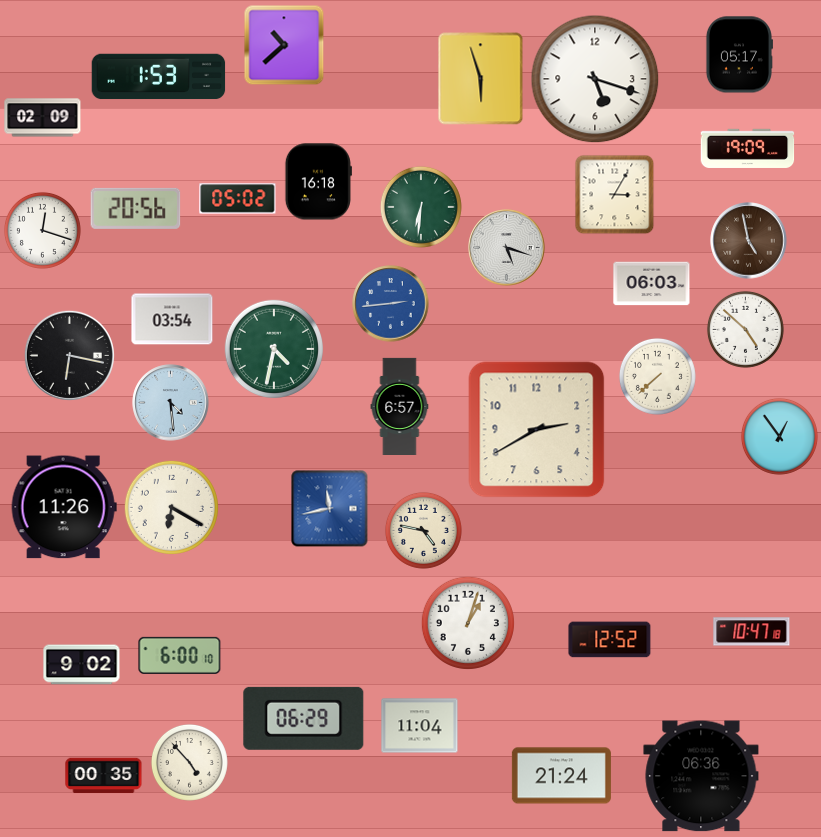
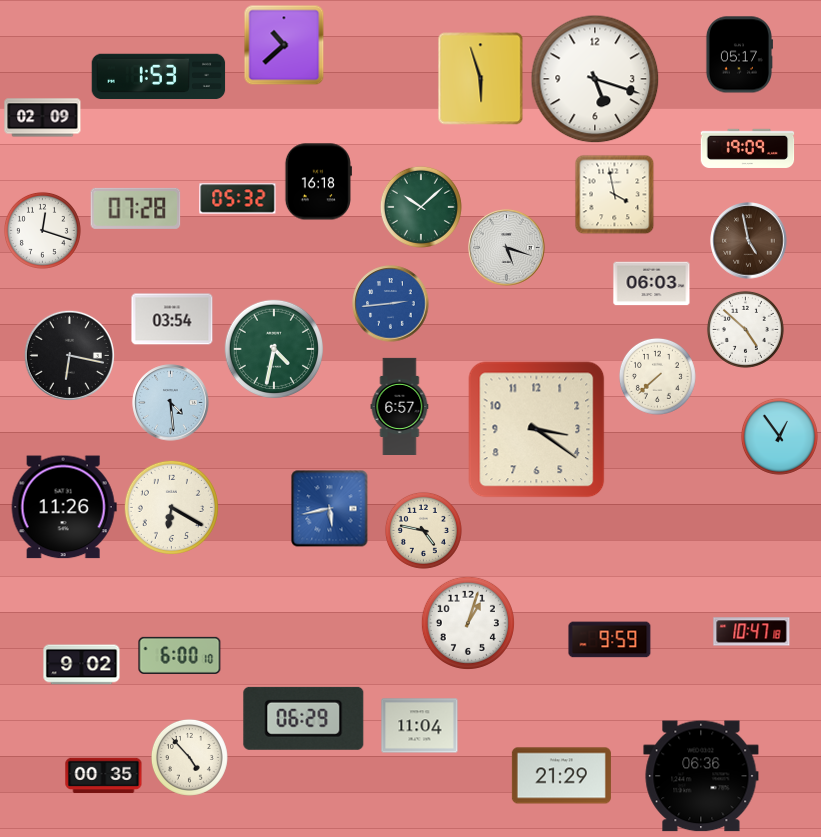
clock at (614, 194): 3:05 -> 3:58
clock at (238, 199): 05:02 -> 05:32
clock at (421, 207): 6:31 -> 10:08
clock at (136, 208): 20:56 -> 07:28
clock at (537, 430): 2:40 -> 3:21
clock at (330, 509): 11:43 -> 5:43
clock at (610, 640): 12:52 -> 9:59
clock at (189, 762) position: (189, 762) -> (189, 757)
clock at (561, 776): 21:24 -> 21:29
